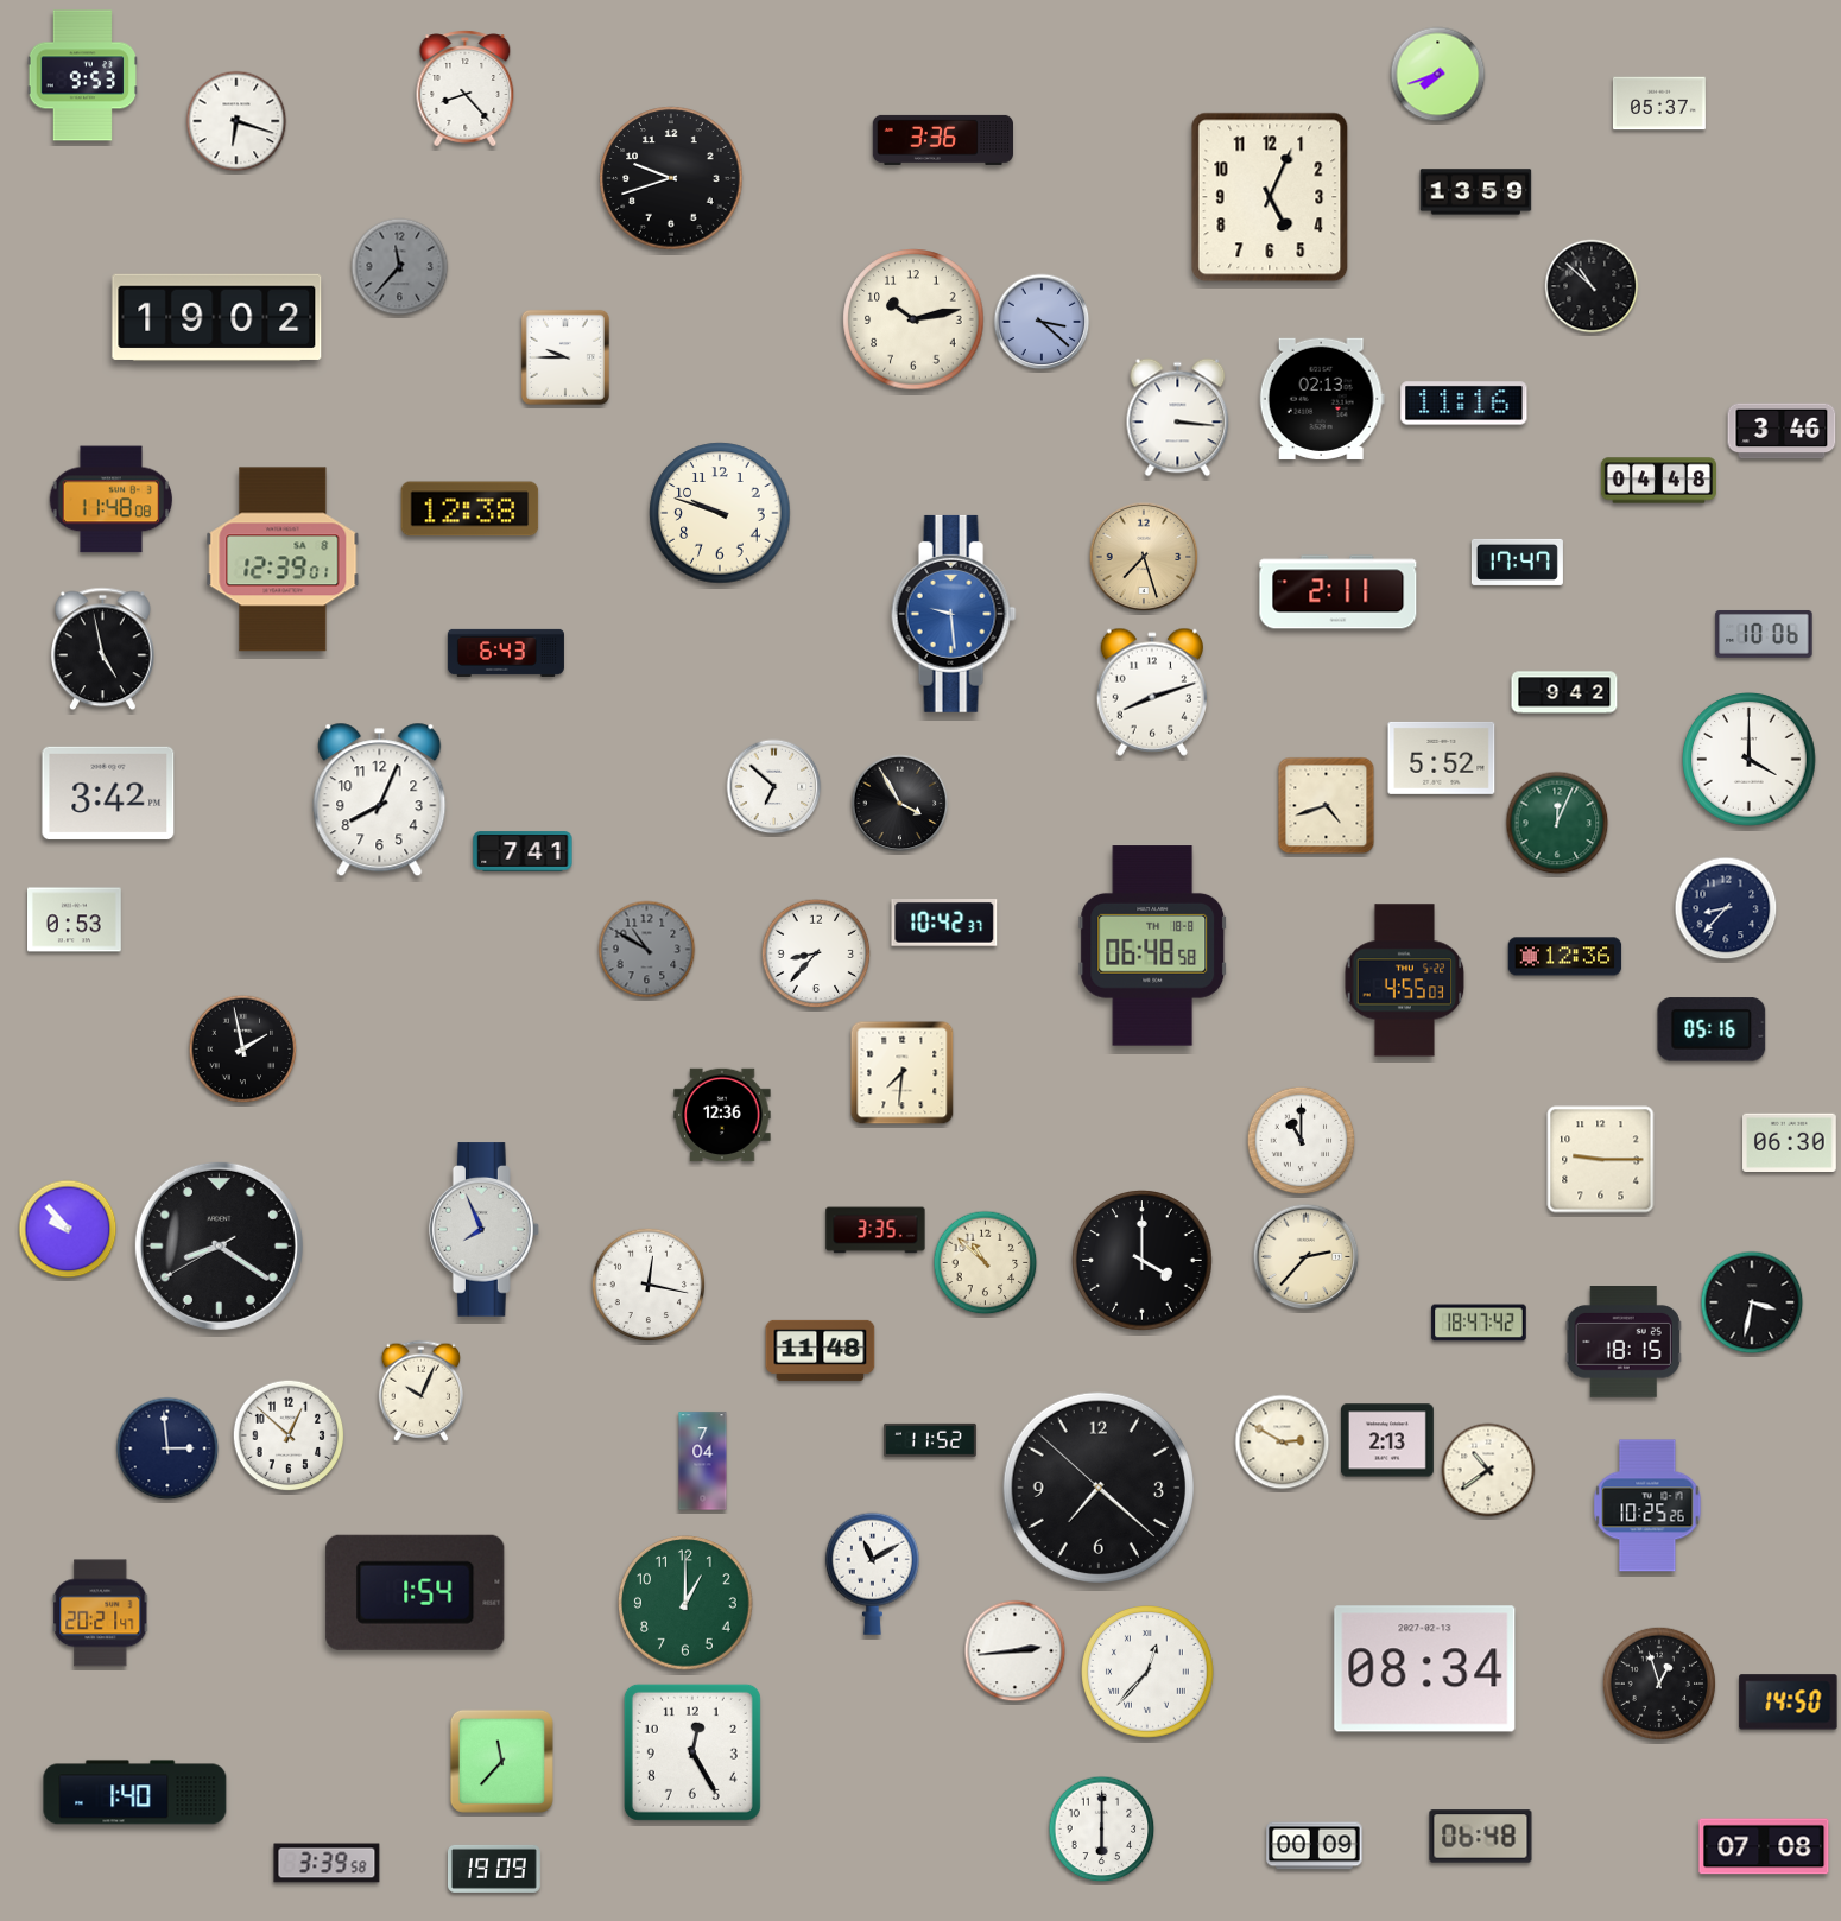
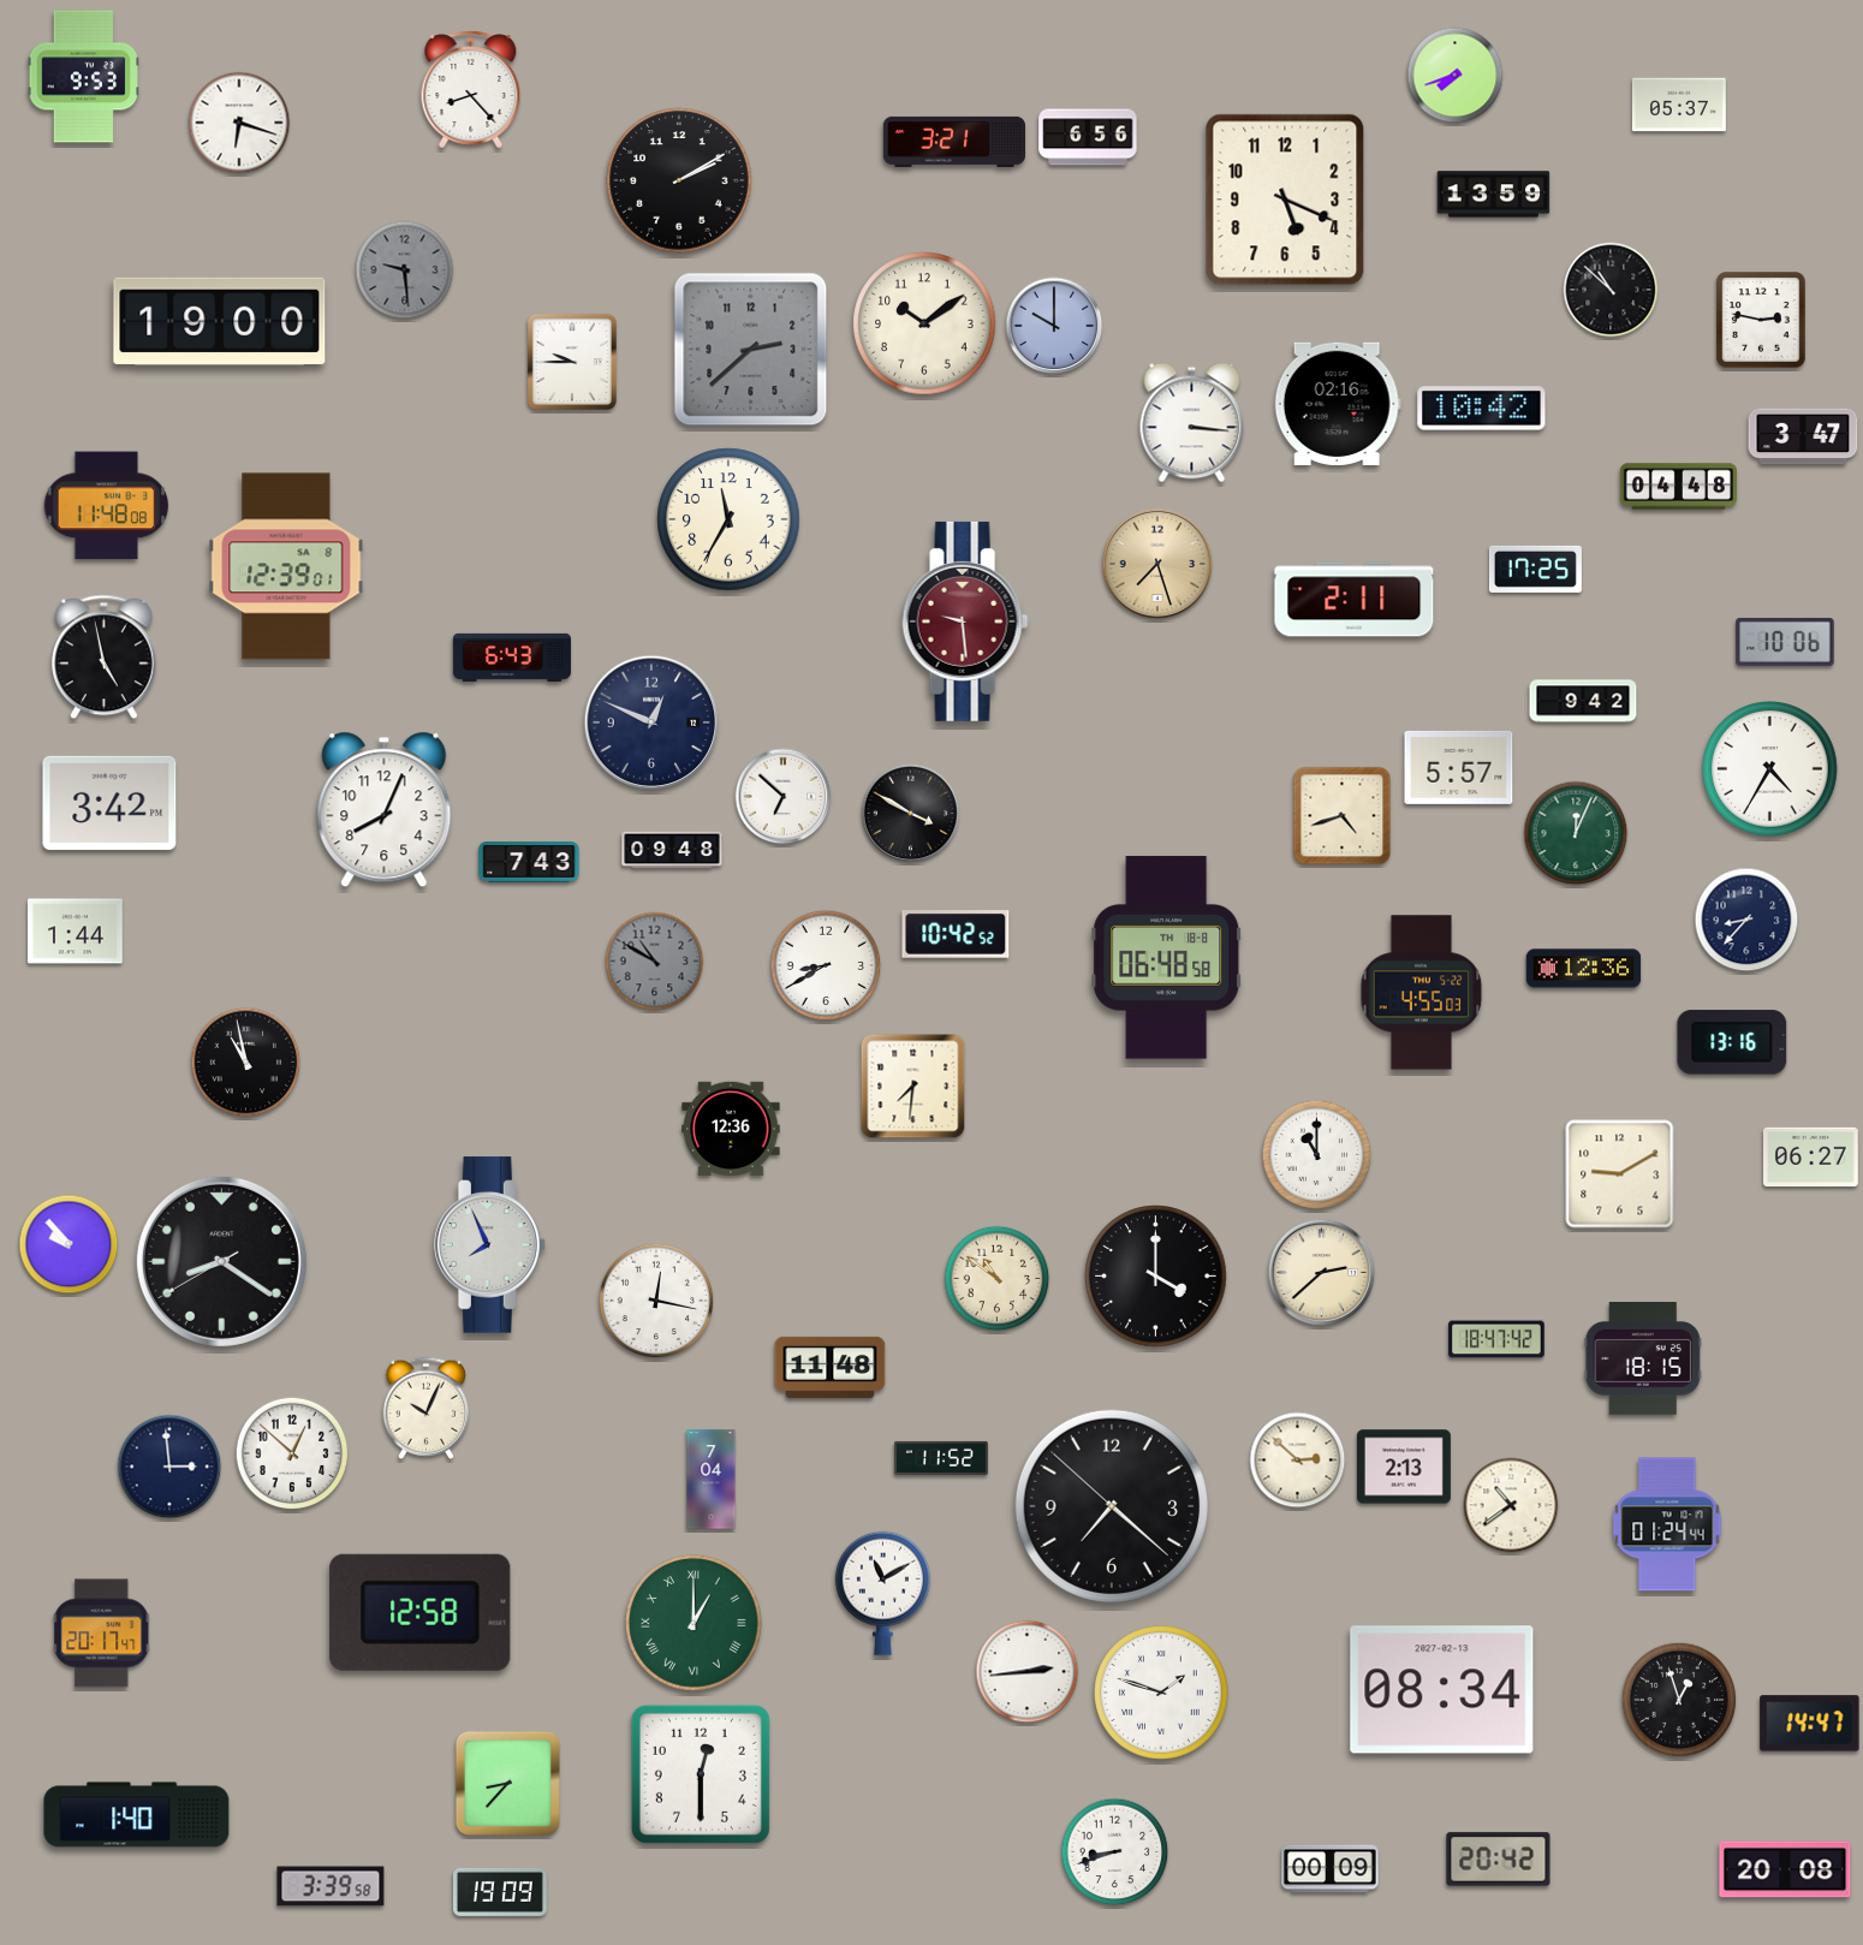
clock at (1088, 137): none -> 6:56
clock at (942, 140): 3:36 -> 3:21
clock at (671, 178): 9:42 -> 2:10
clock at (1270, 197): 5:04 -> 5:19
clock at (400, 267): 11:37 -> 9:29
clock at (1761, 320): none -> 2:47
clock at (217, 317): 19:02 -> 19:00
clock at (913, 319): 10:13 -> 10:09
clock at (1042, 322): 3:22 -> 10:00
clock at (751, 350): none -> 2:38
clock at (1322, 399): 02:13 -> 02:16
clock at (1464, 404): 11:16 -> 10:42
clock at (1782, 431): 3:46 -> 3:47
clock at (112, 500) position: (112, 500) -> (107, 506)
clock at (470, 509): 12:38 -> none
clock at (720, 513): 9:48 -> 11:35
clock at (1517, 562): 17:47 -> 17:25
clock at (954, 614) dial: blue -> burgundy
clock at (506, 653) position: (506, 653) -> (512, 658)
clock at (1151, 692): 8:12 -> none
clock at (650, 721): none -> 12:49
clock at (1442, 757): 5:52 -> 5:57
clock at (1750, 760): 4:00 -> 4:35
clock at (900, 804): 3:55 -> 3:50
clock at (672, 850): none -> 09:48
clock at (523, 851): 7:41 -> 7:43
clock at (75, 920): 0:53 -> 1:44
clock at (944, 924): 10:42:37 -> 10:42:52
clock at (816, 953): 8:37 -> 8:40
clock at (1712, 1029): 05:16 -> 13:16
clock at (243, 1050): 1:58 -> 10:58
clock at (1790, 1142): 06:30 -> 06:27
clock at (1601, 1160): 9:15 -> 9:10
clock at (875, 1230): 3:35 -> none
clock at (1307, 1257): 2:37 -> 2:38
clock at (986, 1263): 10:52 -> 10:51
clock at (1752, 1302): 3:32 -> none
clock at (1387, 1440) position: (1387, 1440) -> (1404, 1467)
clock at (1283, 1443): 2:50 -> 2:52
clock at (1488, 1470) position: (1488, 1470) -> (1511, 1505)
clock at (1647, 1505): 10:25 -> 01:24
clock at (416, 1592): 1:54 -> 12:58
clock at (685, 1603) numerals: Arabic -> Roman
clock at (101, 1613): 20:21 -> 20:17
clock at (1149, 1673): 12:37 -> 1:48
clock at (1659, 1684) position: (1659, 1684) -> (1679, 1700)
clock at (1789, 1703): 14:50 -> 14:47
clock at (692, 1752): 12:25 -> 12:30
clock at (501, 1761): 11:37 -> 8:37
clock at (1102, 1830): 6:00 -> 8:42
clock at (1481, 1837): 06:48 -> 20:42
clock at (1764, 1846): 07:08 -> 20:08
